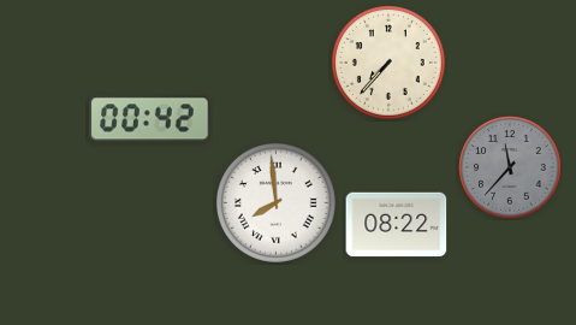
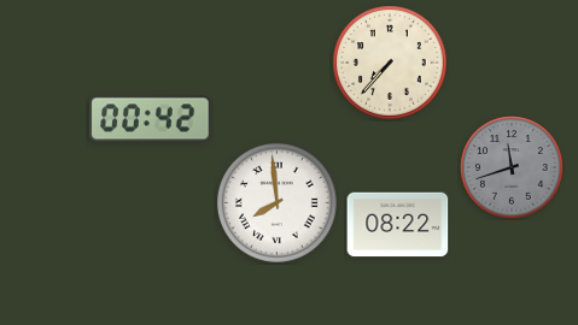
clock at (510, 167): 11:37 -> 11:42
